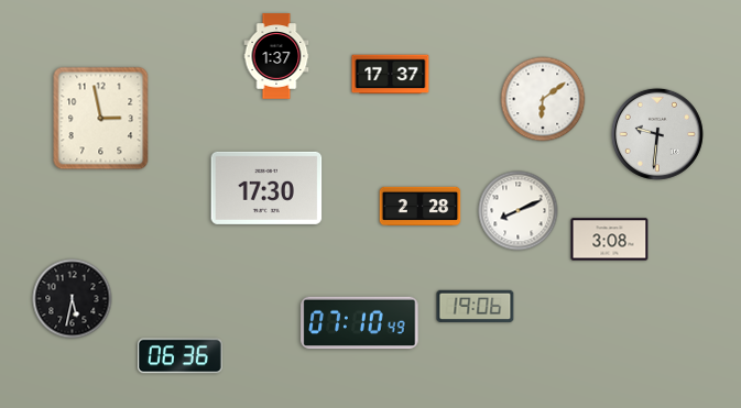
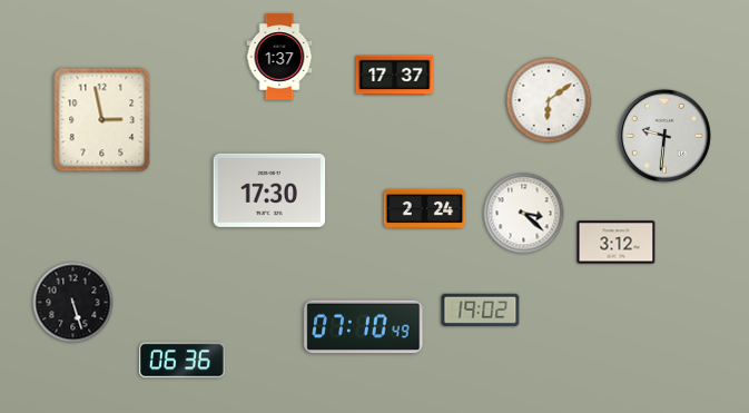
clock at (421, 206): 2:28 -> 2:24
clock at (519, 211): 8:11 -> 3:22
clock at (610, 240): 3:08 -> 3:12
clock at (73, 299): 5:32 -> 5:27
clock at (476, 306): 19:06 -> 19:02
